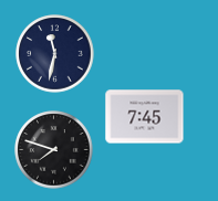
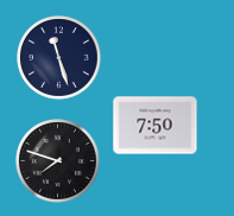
clock at (55, 54): 11:32 -> 11:27
clock at (145, 117): 7:45 -> 7:50
